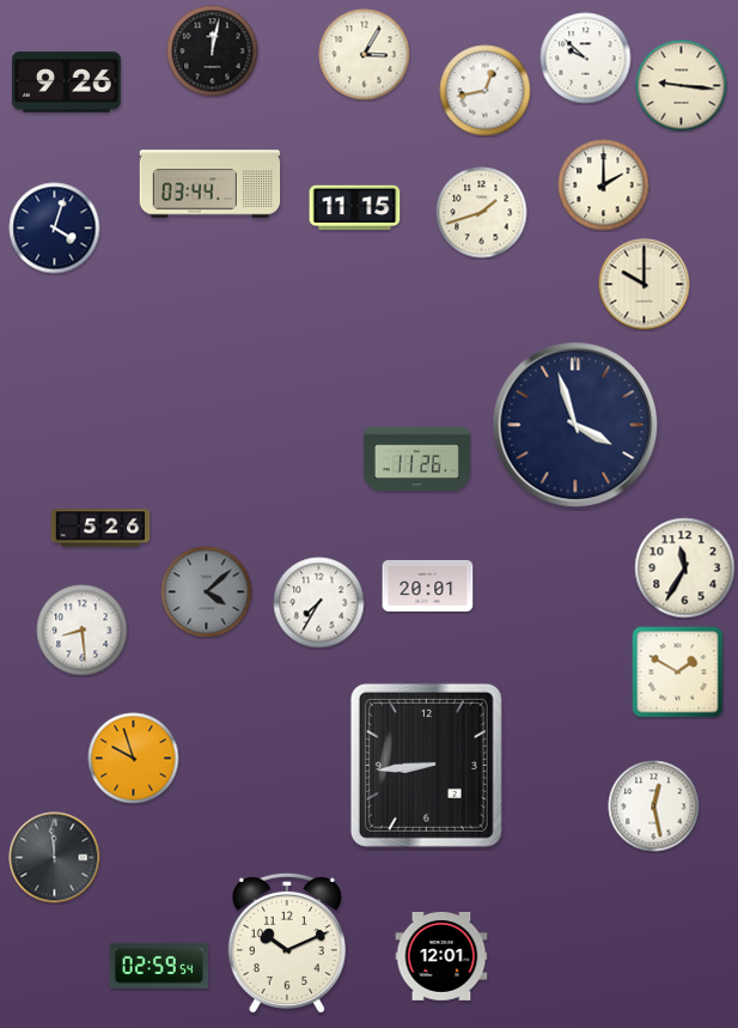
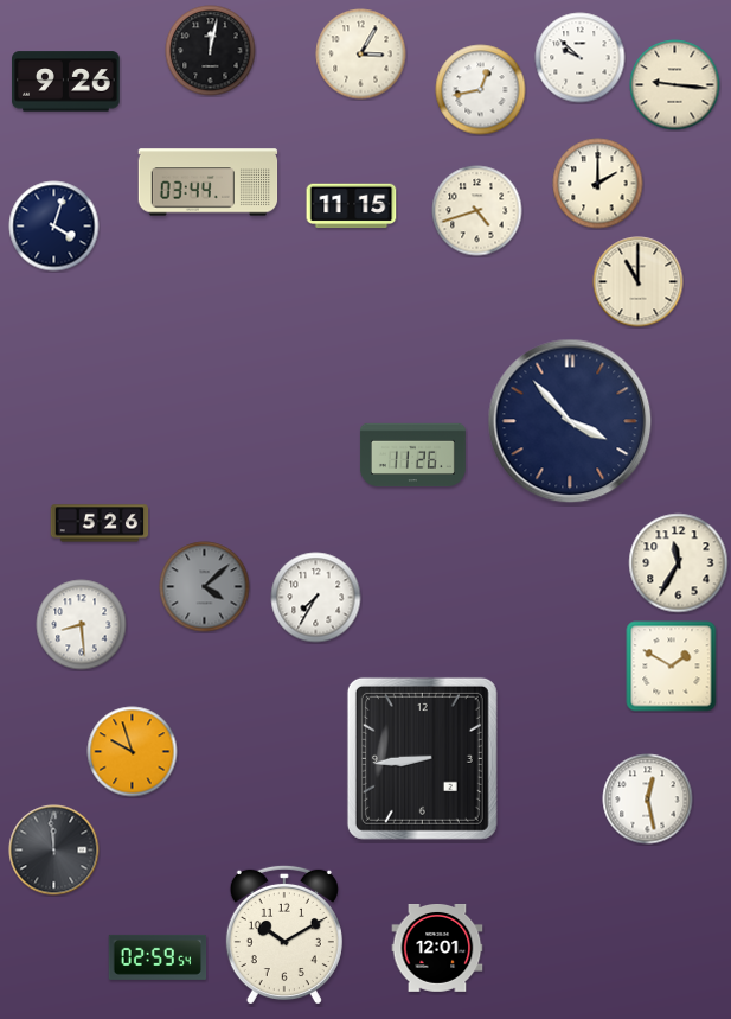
clock at (482, 213): 1:42 -> 4:42
clock at (645, 285): 10:00 -> 11:00
clock at (575, 425): 3:57 -> 3:53
clock at (428, 585): 20:01 -> none
clock at (287, 942): 10:11 -> 10:10
